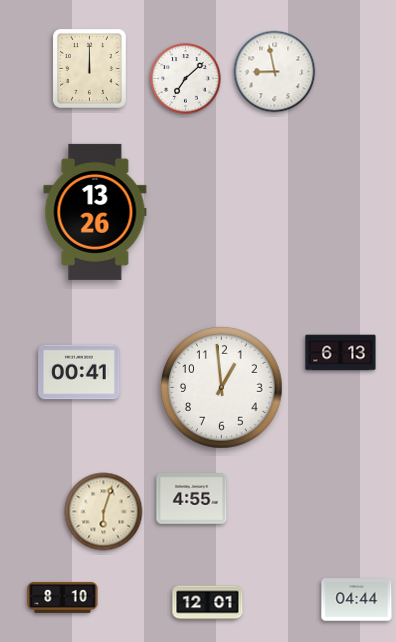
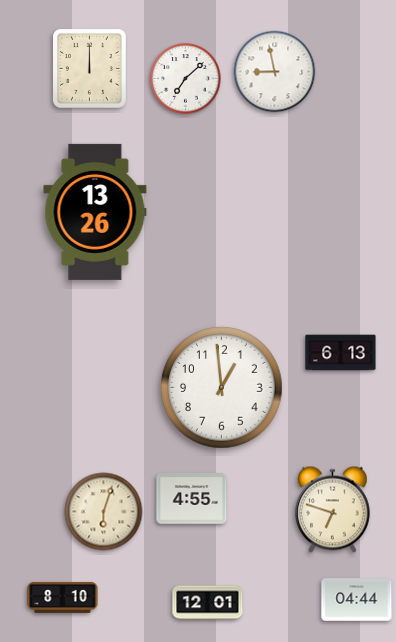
clock at (79, 372): 00:41 -> none
clock at (333, 510): none -> 6:48
